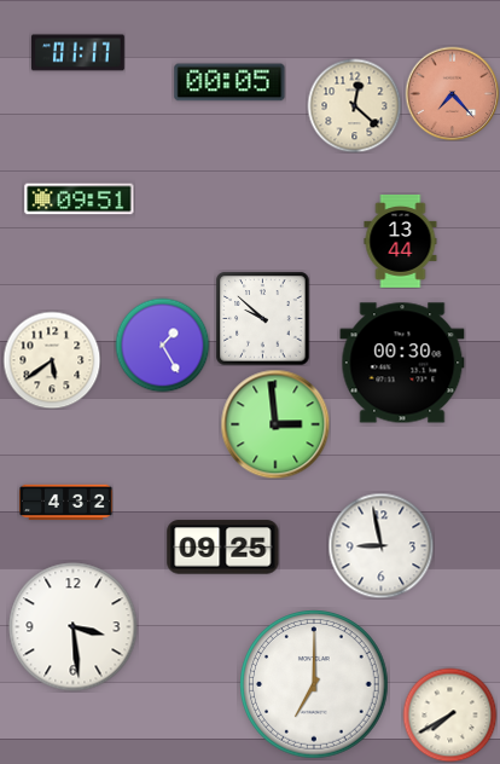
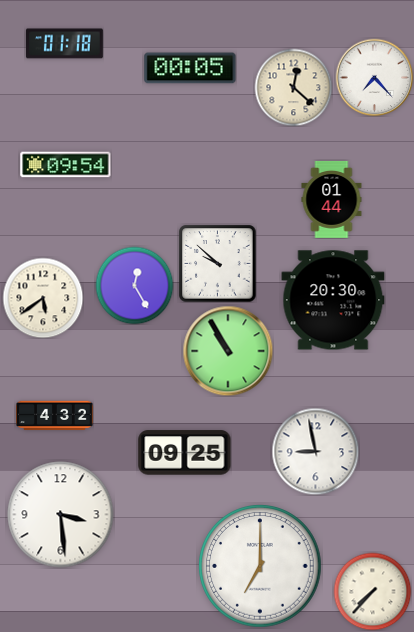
clock at (77, 53): 01:17 -> 01:18
clock at (452, 93) dial: salmon -> white
clock at (80, 199): 09:51 -> 09:54
clock at (401, 241): 13:44 -> 01:44
clock at (162, 345): 1:25 -> 12:25
clock at (402, 363): 00:30 -> 20:30
clock at (275, 424): 2:59 -> 10:55
clock at (74, 627) position: (74, 627) -> (61, 515)
clock at (449, 714): 7:40 -> 7:37
